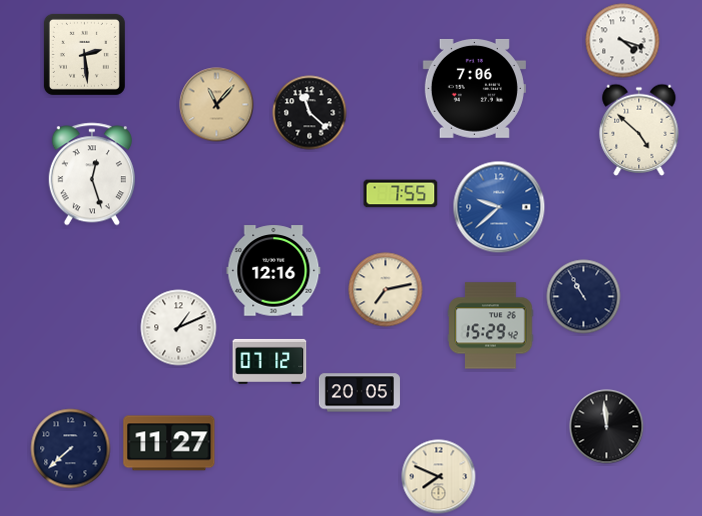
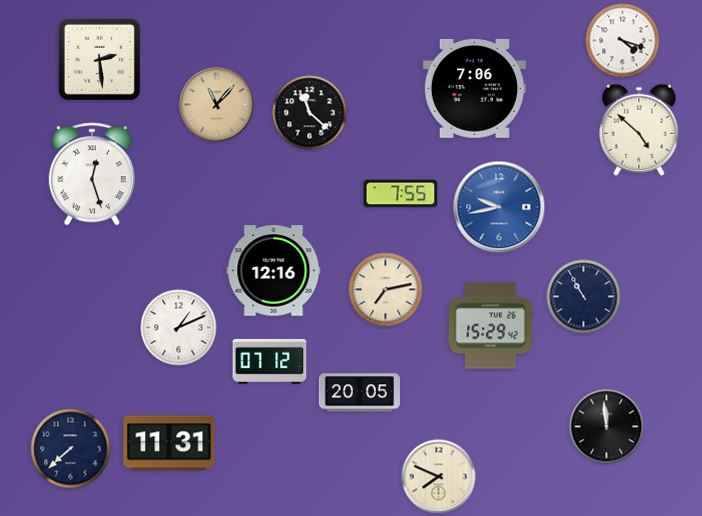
clock at (84, 54) position: (84, 54) -> (99, 59)
clock at (499, 207): 9:38 -> 9:43
clock at (169, 443): 11:27 -> 11:31
